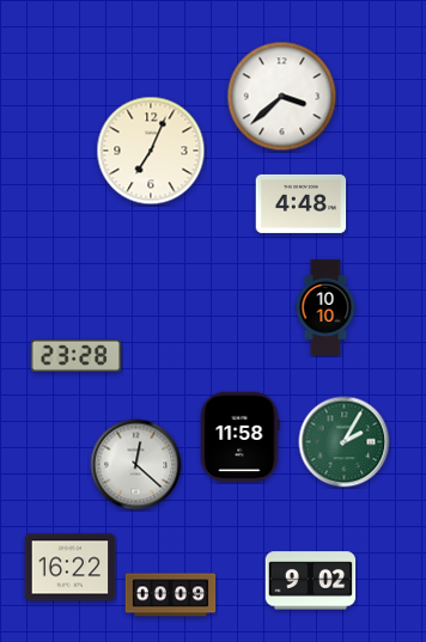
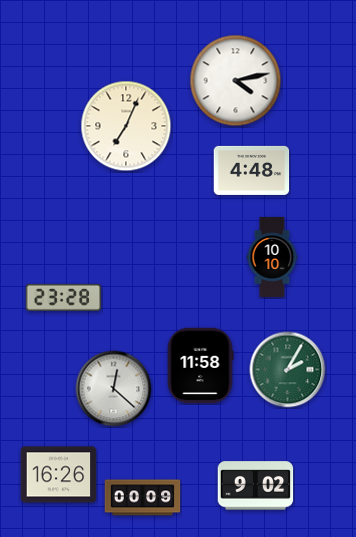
clock at (282, 97): 3:38 -> 4:13
clock at (71, 568): 16:22 -> 16:26
clock at (311, 581) position: (311, 581) -> (256, 486)
